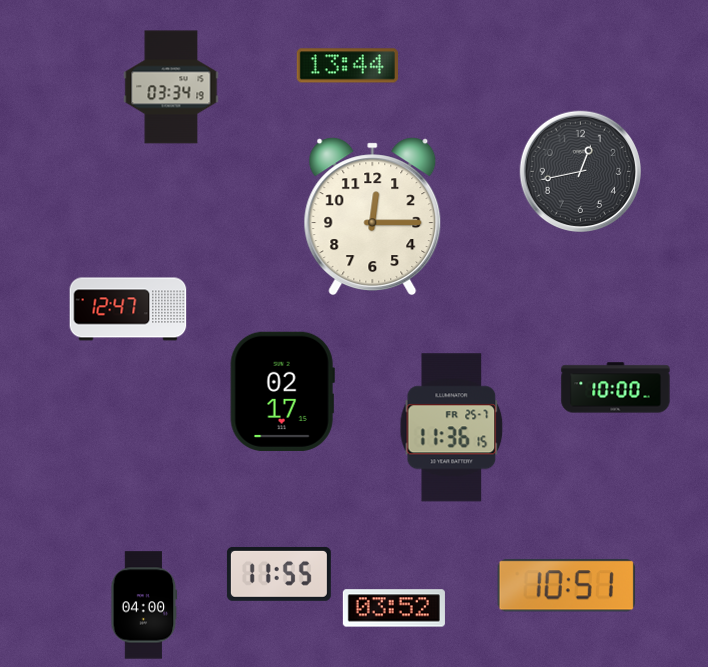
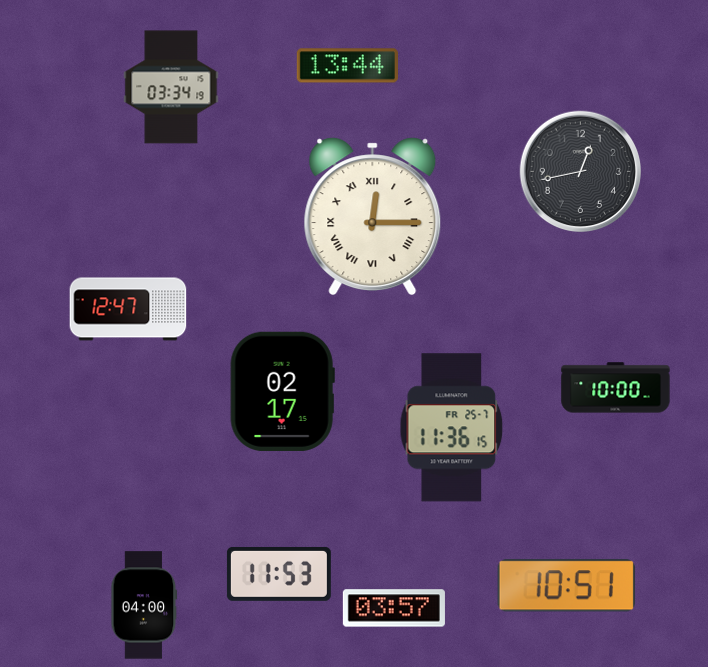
clock at (373, 216) numerals: Arabic -> Roman
clock at (279, 574): 11:55 -> 11:53
clock at (394, 608): 03:52 -> 03:57
